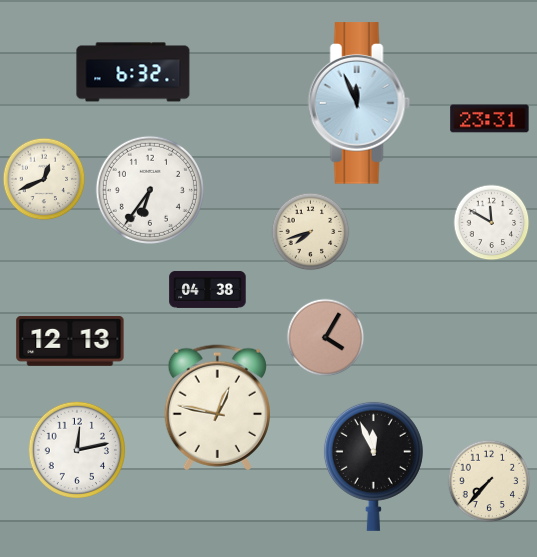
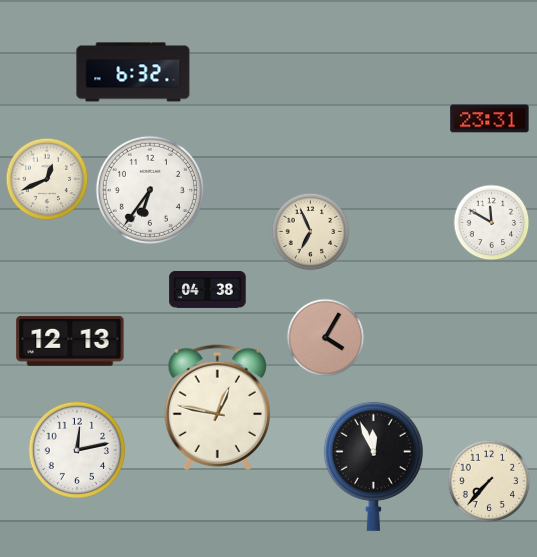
clock at (359, 103): 11:56 -> none
clock at (44, 179) position: (44, 179) -> (47, 179)
clock at (311, 232): 7:42 -> 6:56
